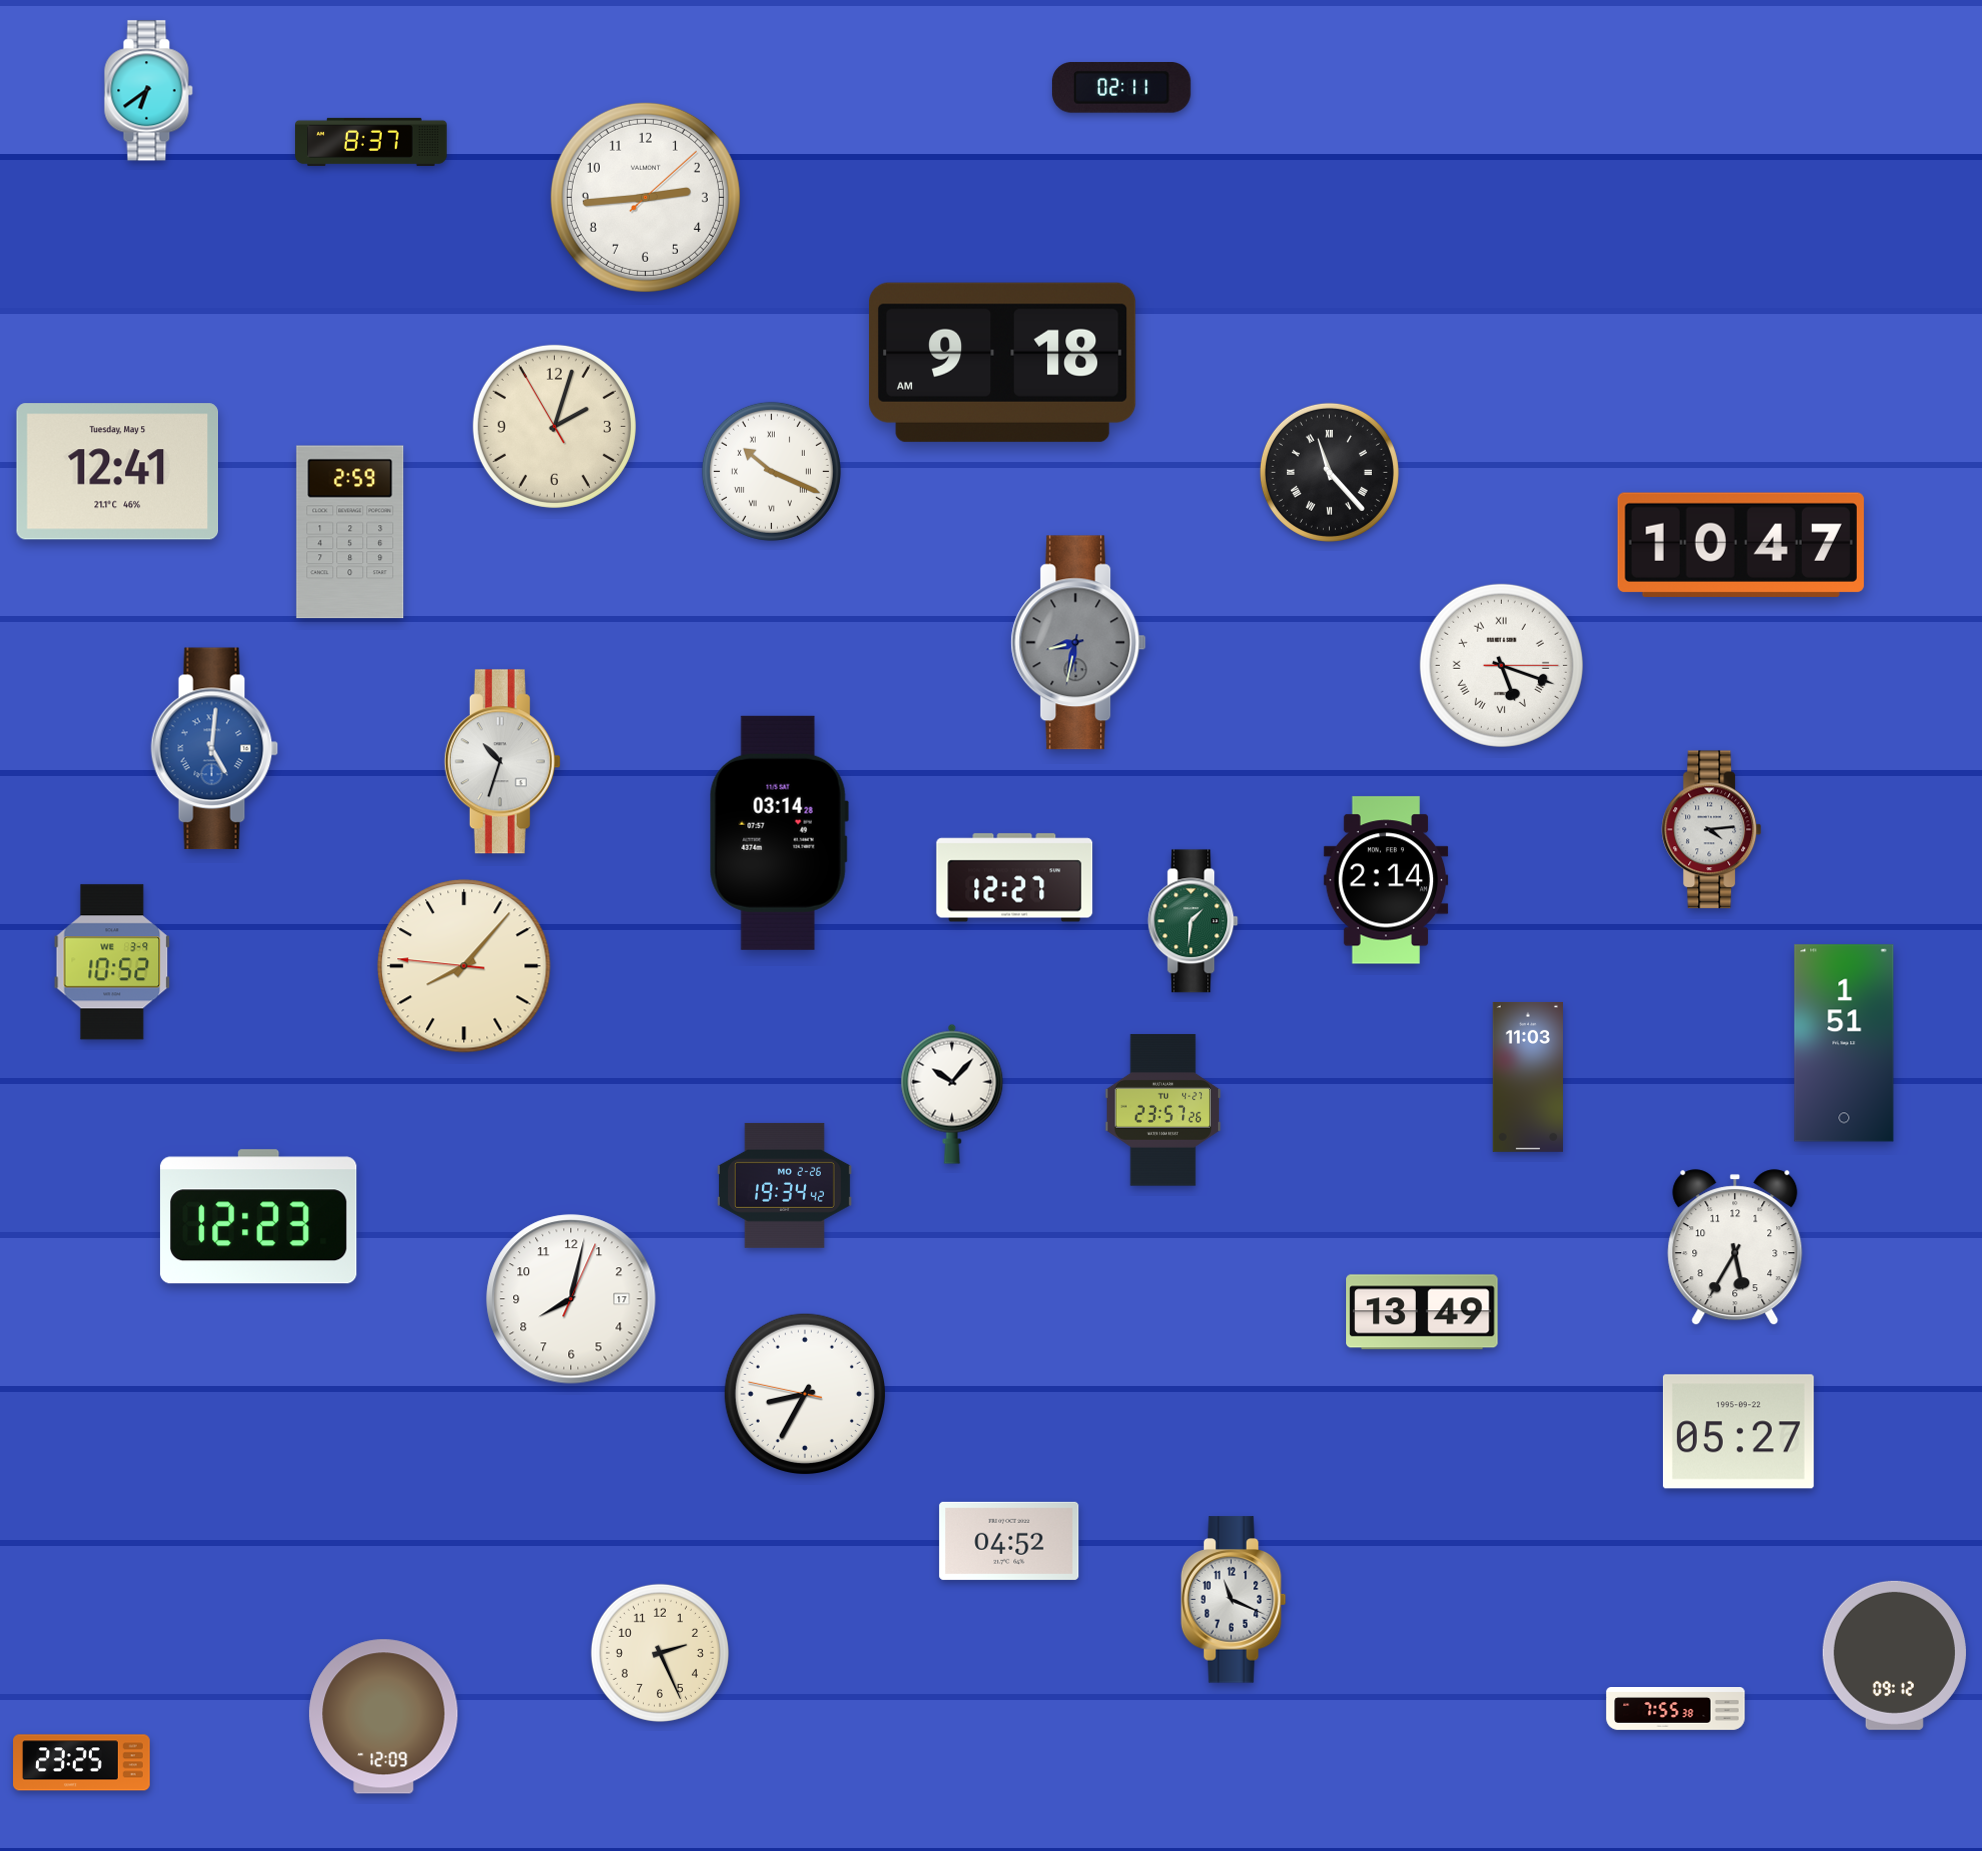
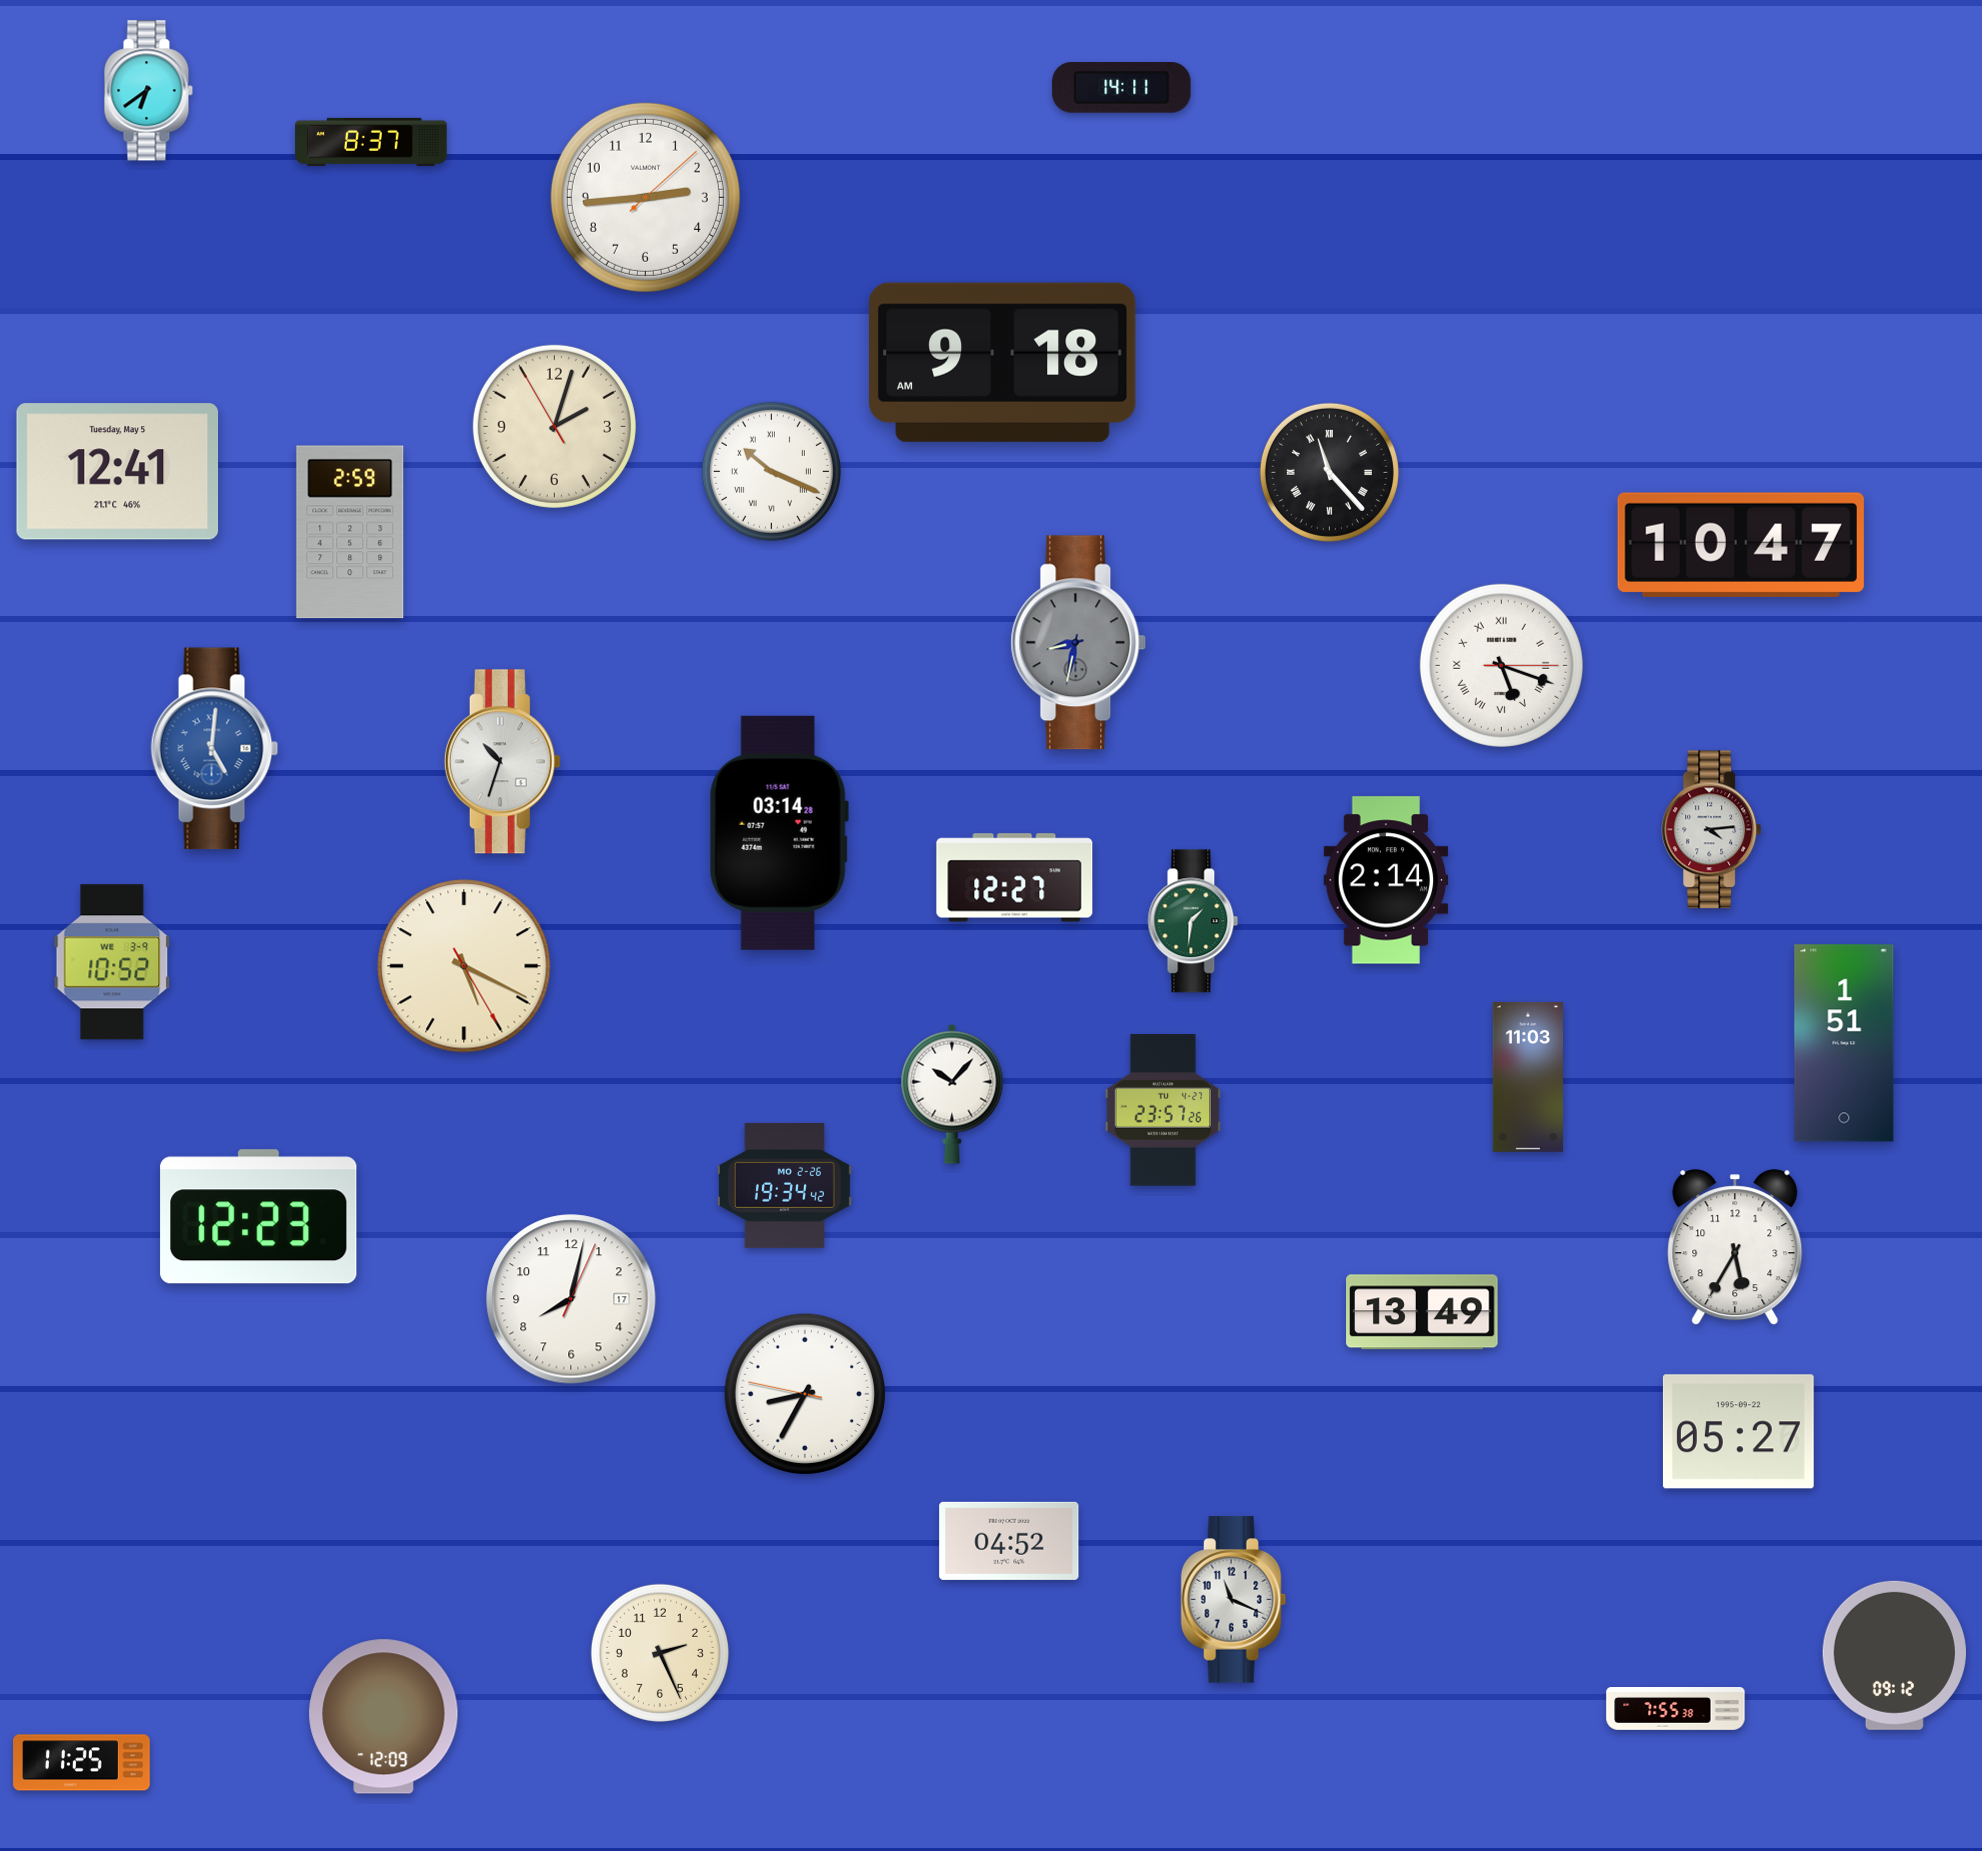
clock at (1122, 88): 02:11 -> 14:11
clock at (464, 966): 8:06 -> 5:19
clock at (82, 1763): 23:25 -> 11:25
